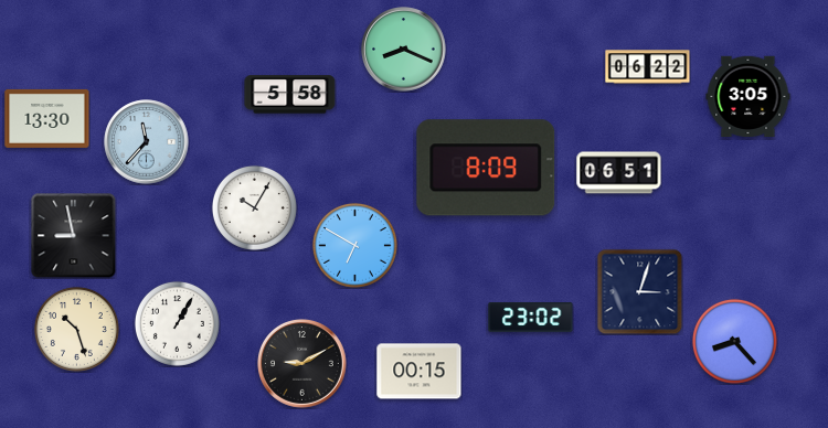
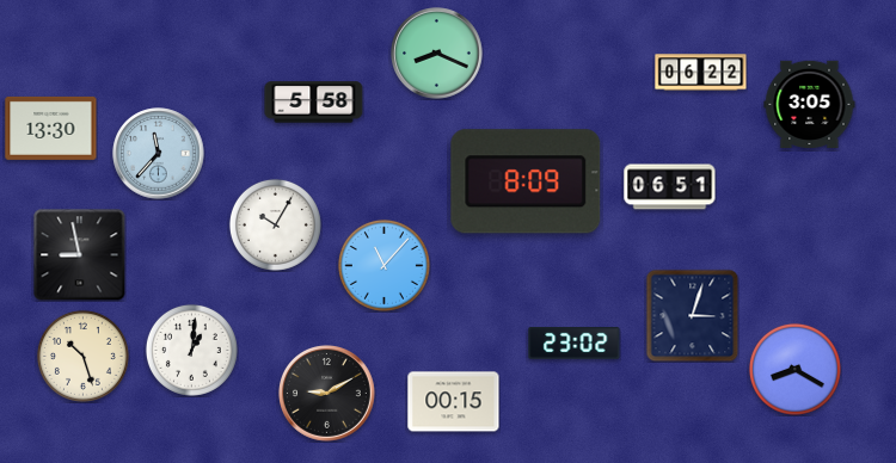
clock at (354, 245): 6:50 -> 11:07
clock at (177, 323): 1:05 -> 1:01
clock at (734, 341): 8:23 -> 8:20
